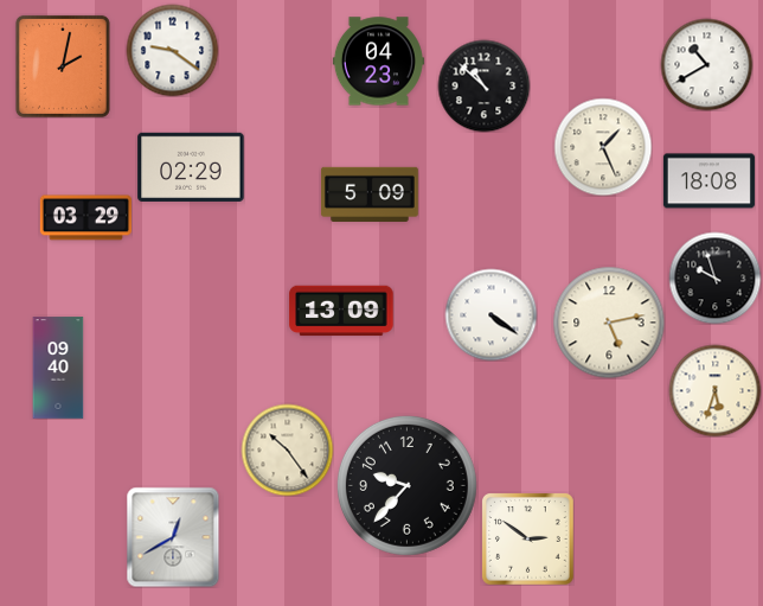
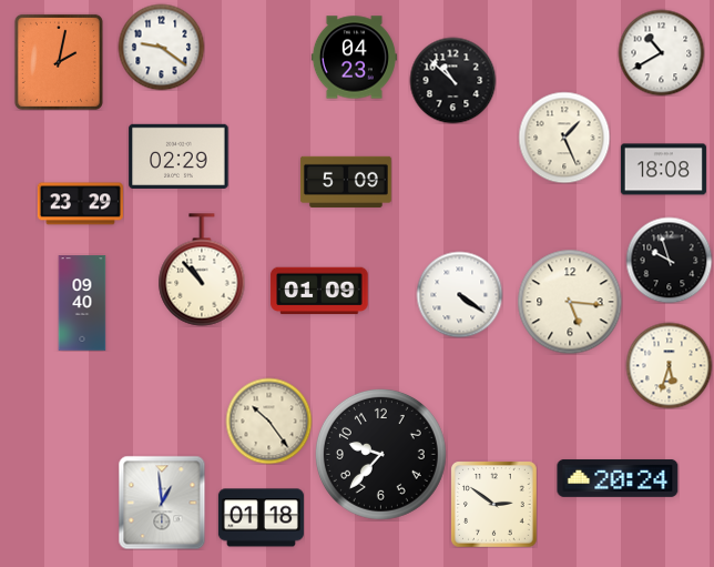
clock at (706, 64) position: (706, 64) -> (661, 52)
clock at (85, 218): 03:29 -> 23:29
clock at (202, 270): none -> 10:53
clock at (341, 311): 13:09 -> 01:09
clock at (609, 323): 5:13 -> 5:16
clock at (58, 368) position: (58, 368) -> (82, 303)
clock at (618, 478): none -> 20:24
clock at (173, 537): 12:40 -> 12:59
clock at (261, 518): none -> 01:18
